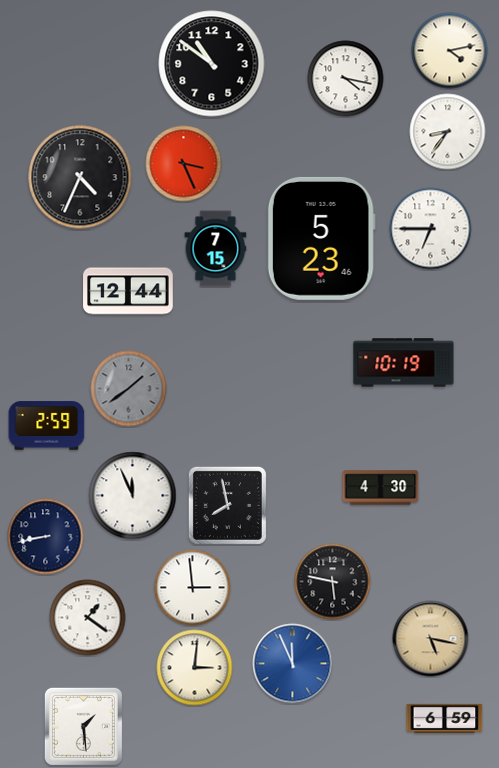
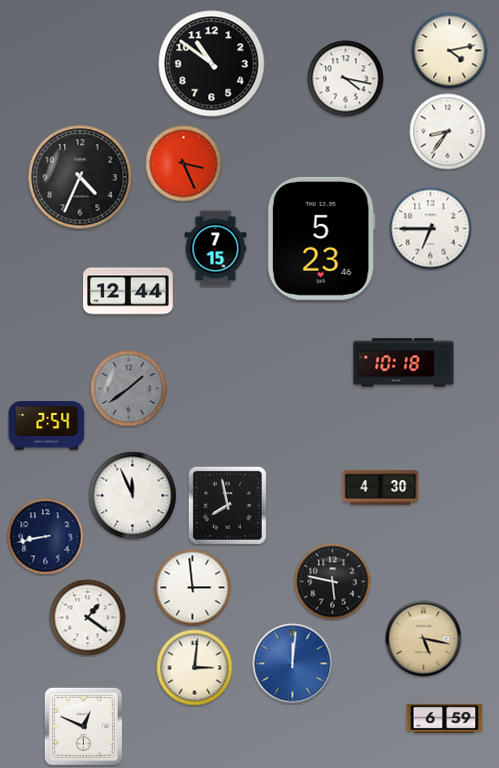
clock at (404, 363): 10:19 -> 10:18
clock at (47, 426): 2:59 -> 2:54
clock at (431, 639) position: (431, 639) -> (424, 639)
clock at (293, 664): 11:56 -> 12:01
clock at (83, 726): 1:29 -> 12:49
